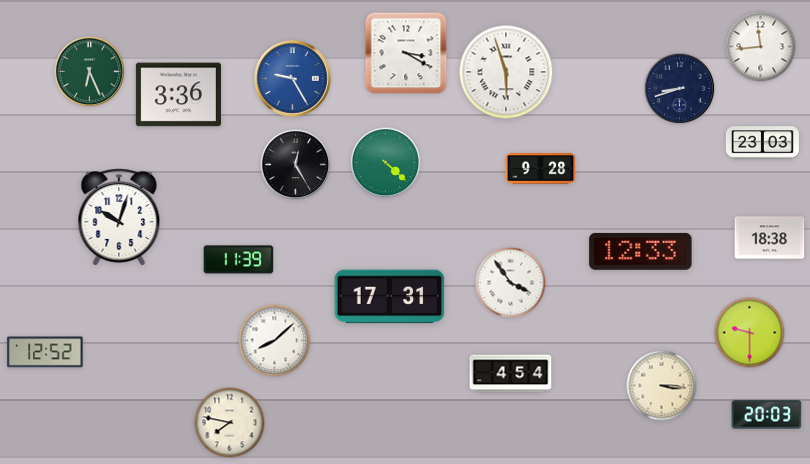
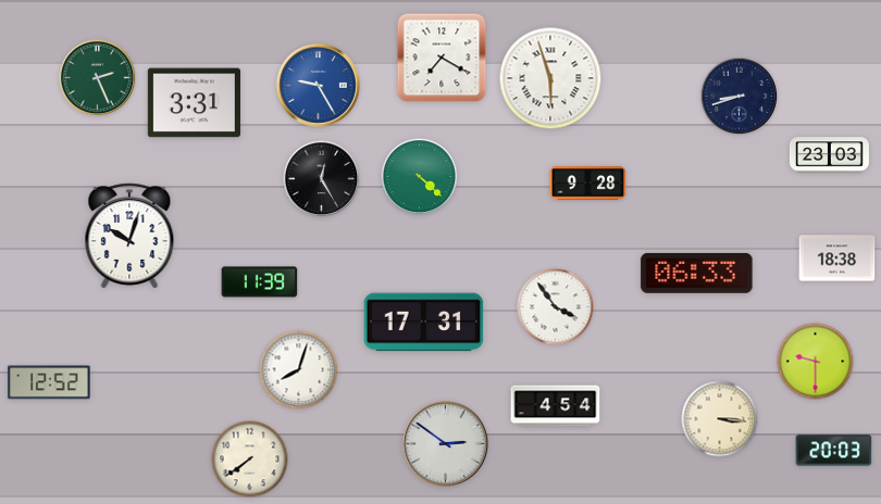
clock at (761, 47): 11:44 -> none
clock at (406, 53): 3:20 -> 7:20
clock at (90, 72): 6:26 -> 2:26
clock at (178, 95): 3:36 -> 3:31
clock at (641, 251): 12:33 -> 06:33
clock at (275, 341): 8:08 -> 8:03
clock at (446, 444): none -> 2:51
clock at (230, 423): 7:47 -> 7:39
